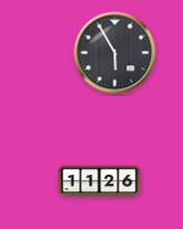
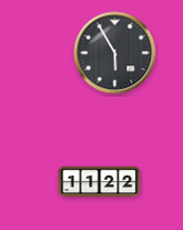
clock at (100, 181): 11:26 -> 11:22
